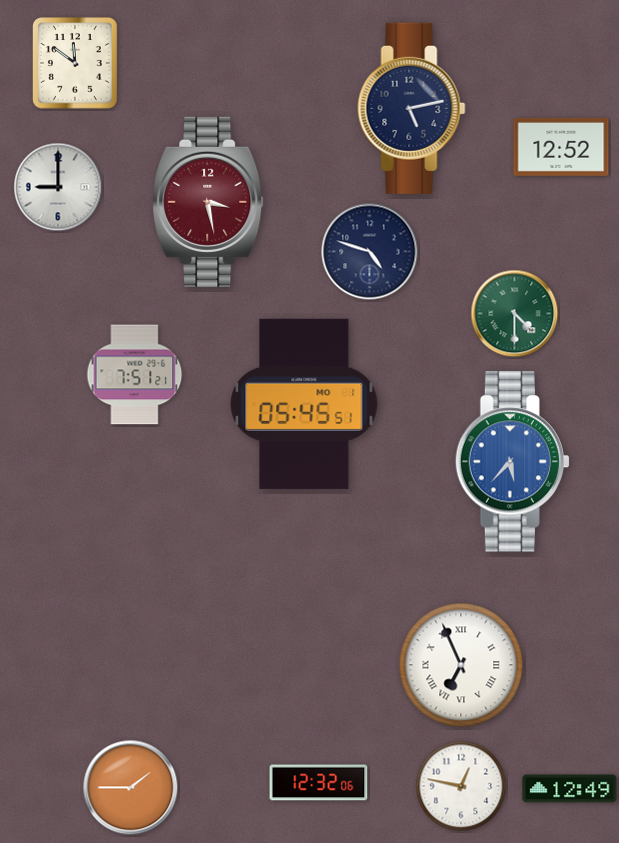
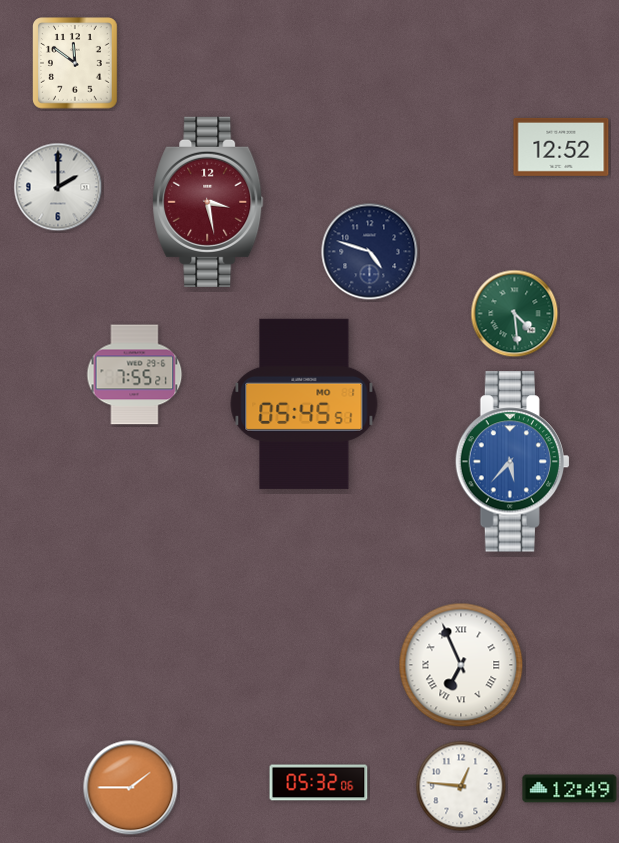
clock at (412, 108): 5:13 -> none
clock at (58, 187): 9:00 -> 2:00
clock at (515, 314): 4:30 -> 4:29
clock at (135, 375): 7:51 -> 7:55
clock at (319, 783): 12:32 -> 05:32
clock at (461, 786): 12:47 -> 12:46
